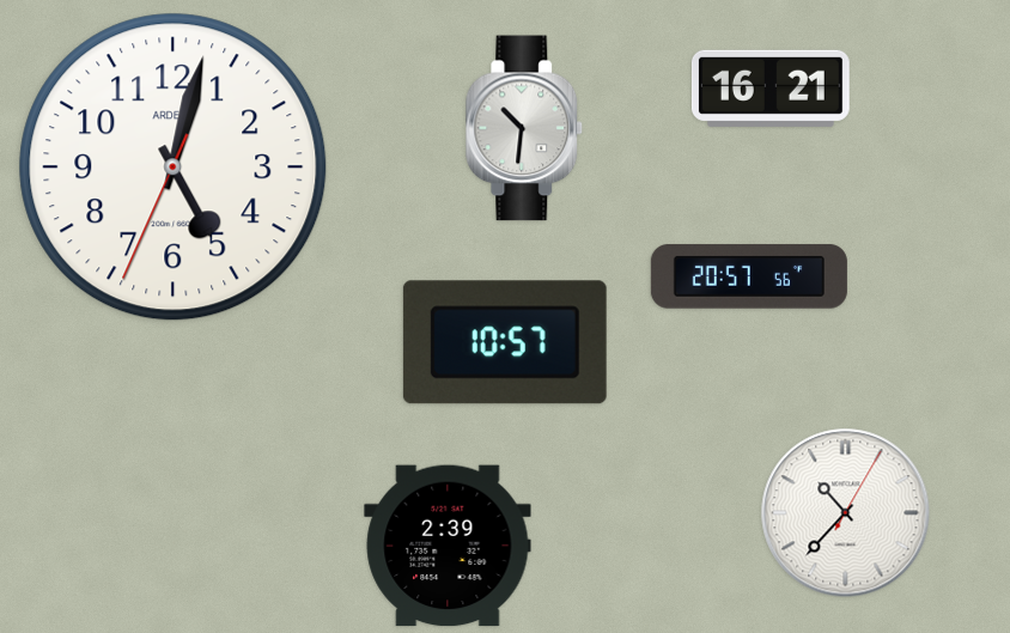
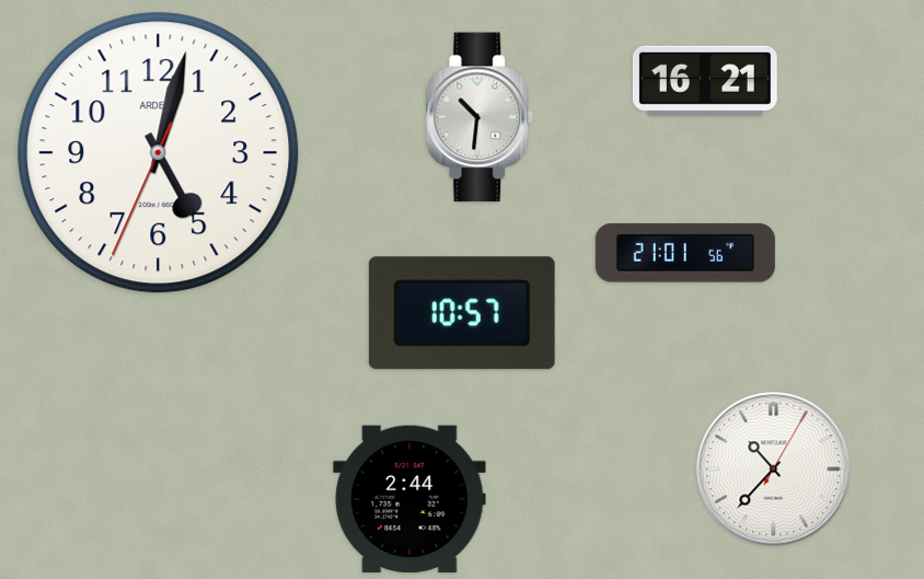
clock at (749, 276): 20:57 -> 21:01
clock at (448, 546): 2:39 -> 2:44
